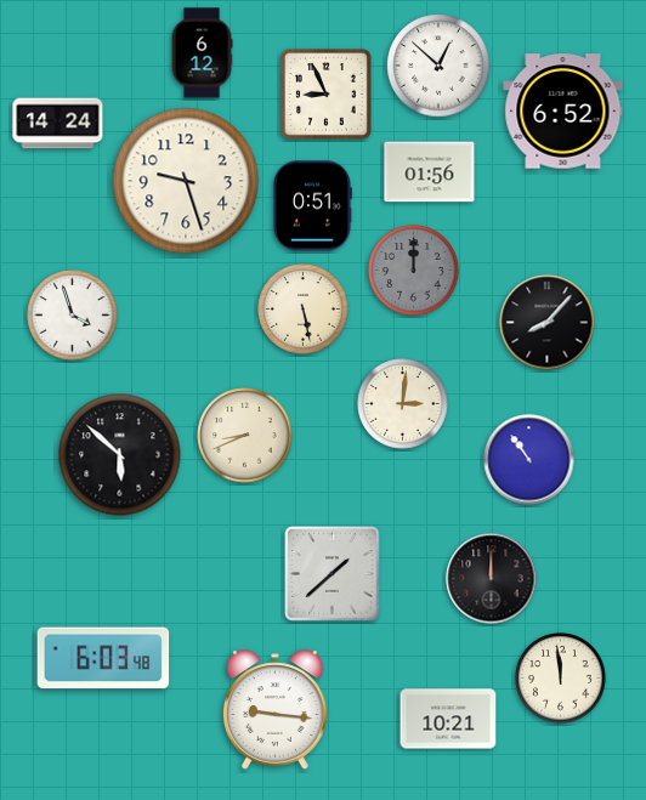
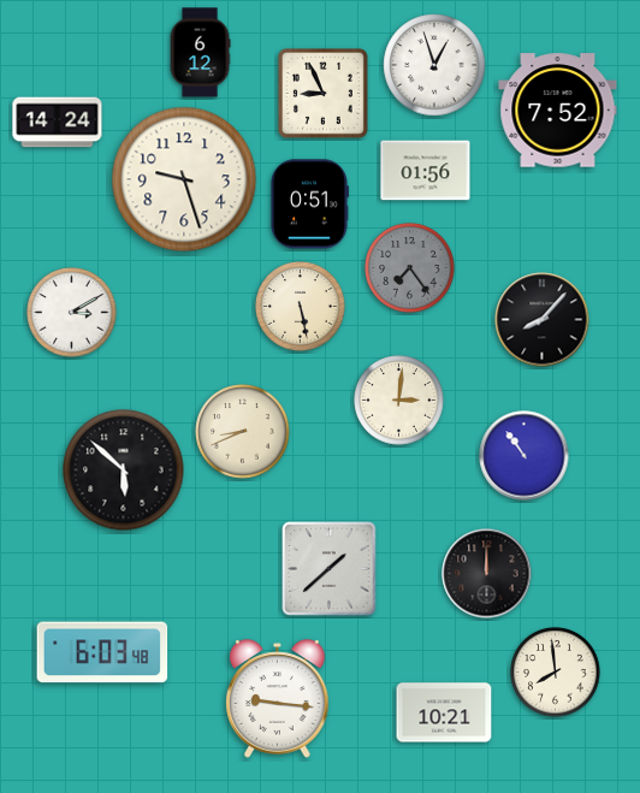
clock at (438, 66): 12:52 -> 12:57
clock at (563, 112): 6:52 -> 7:52
clock at (414, 271): 12:00 -> 7:24
clock at (73, 316): 3:57 -> 3:10
clock at (120, 455) position: (120, 455) -> (124, 471)
clock at (561, 679): 11:59 -> 7:59
clock at (276, 710) position: (276, 710) -> (278, 699)
